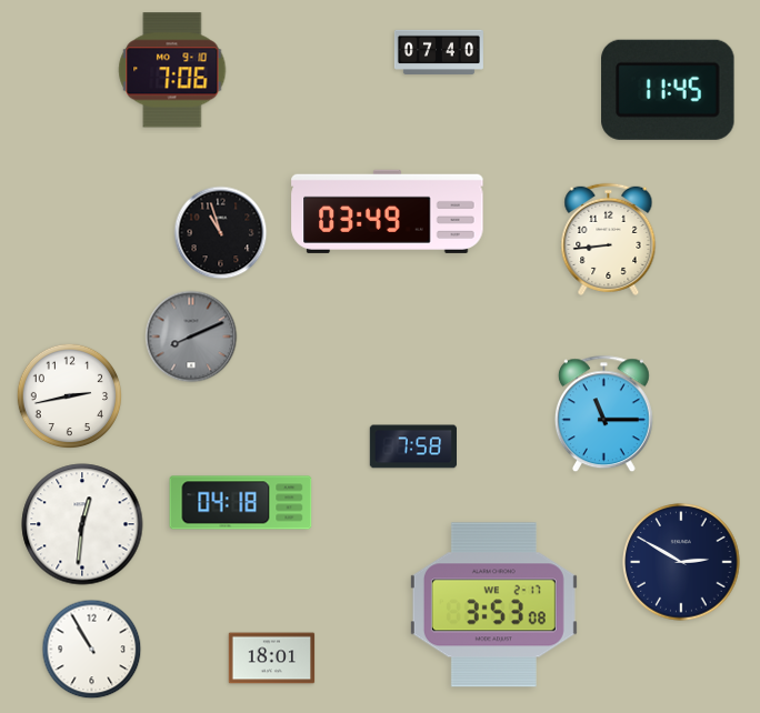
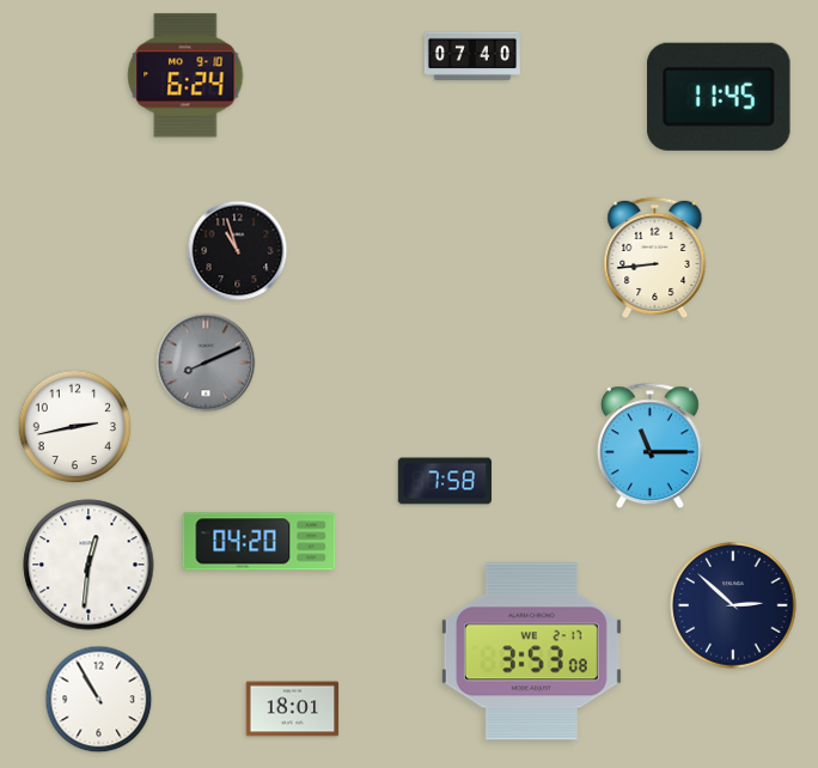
clock at (172, 70): 7:06 -> 6:24
clock at (388, 211): 03:49 -> none
clock at (241, 503): 04:18 -> 04:20
clock at (681, 562): 2:50 -> 2:52
